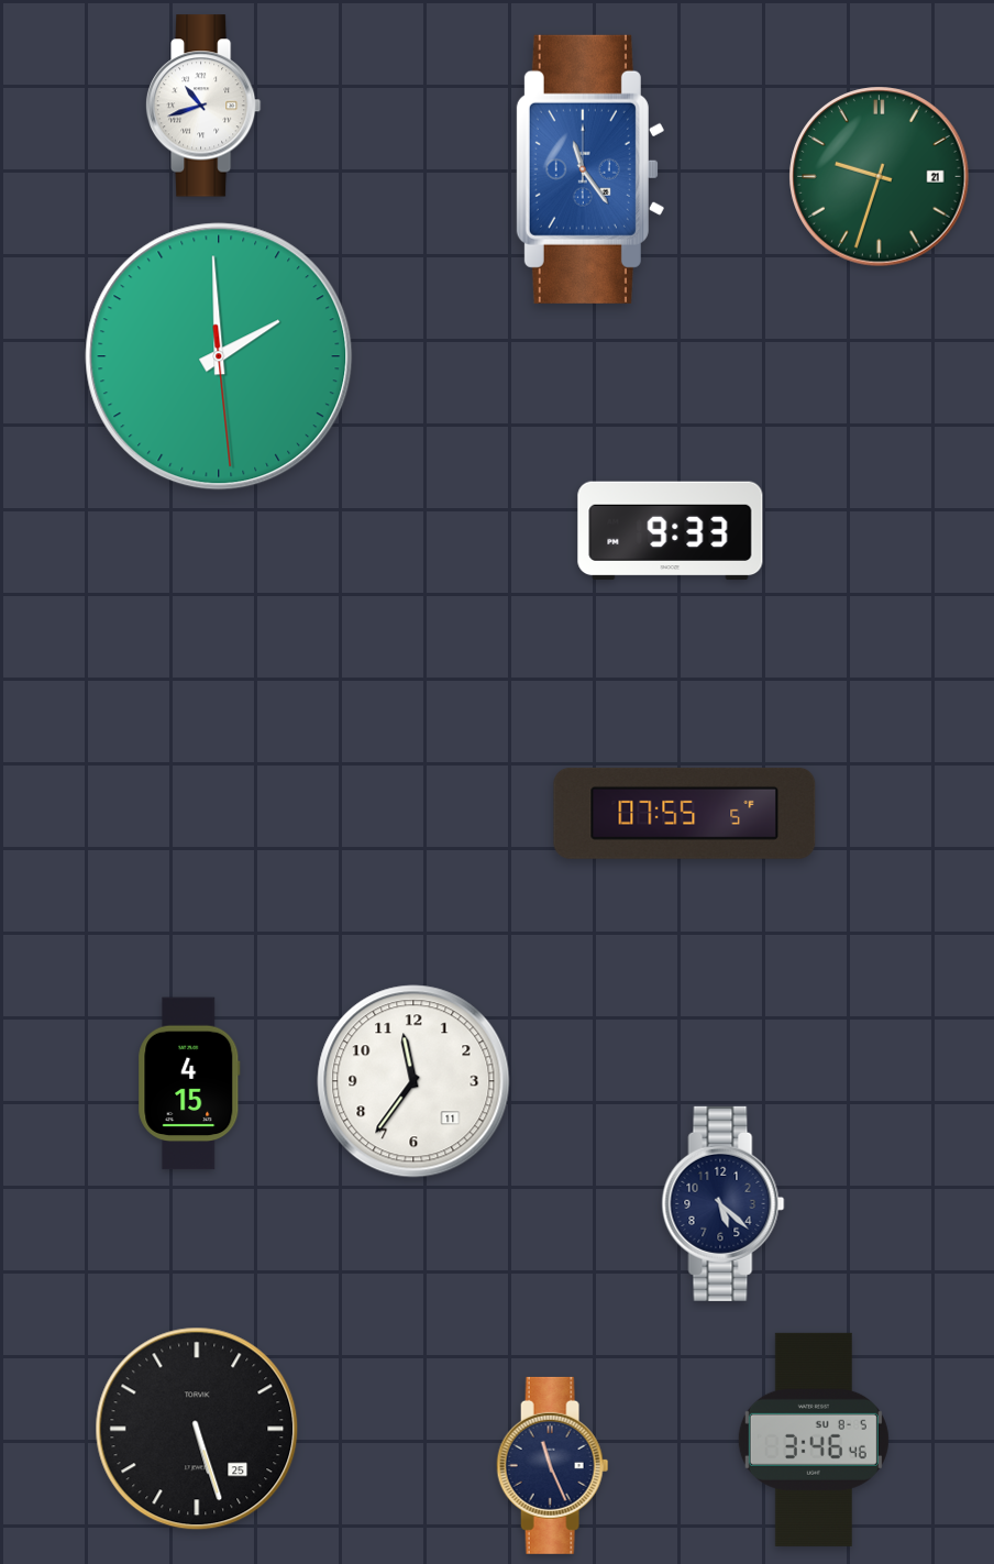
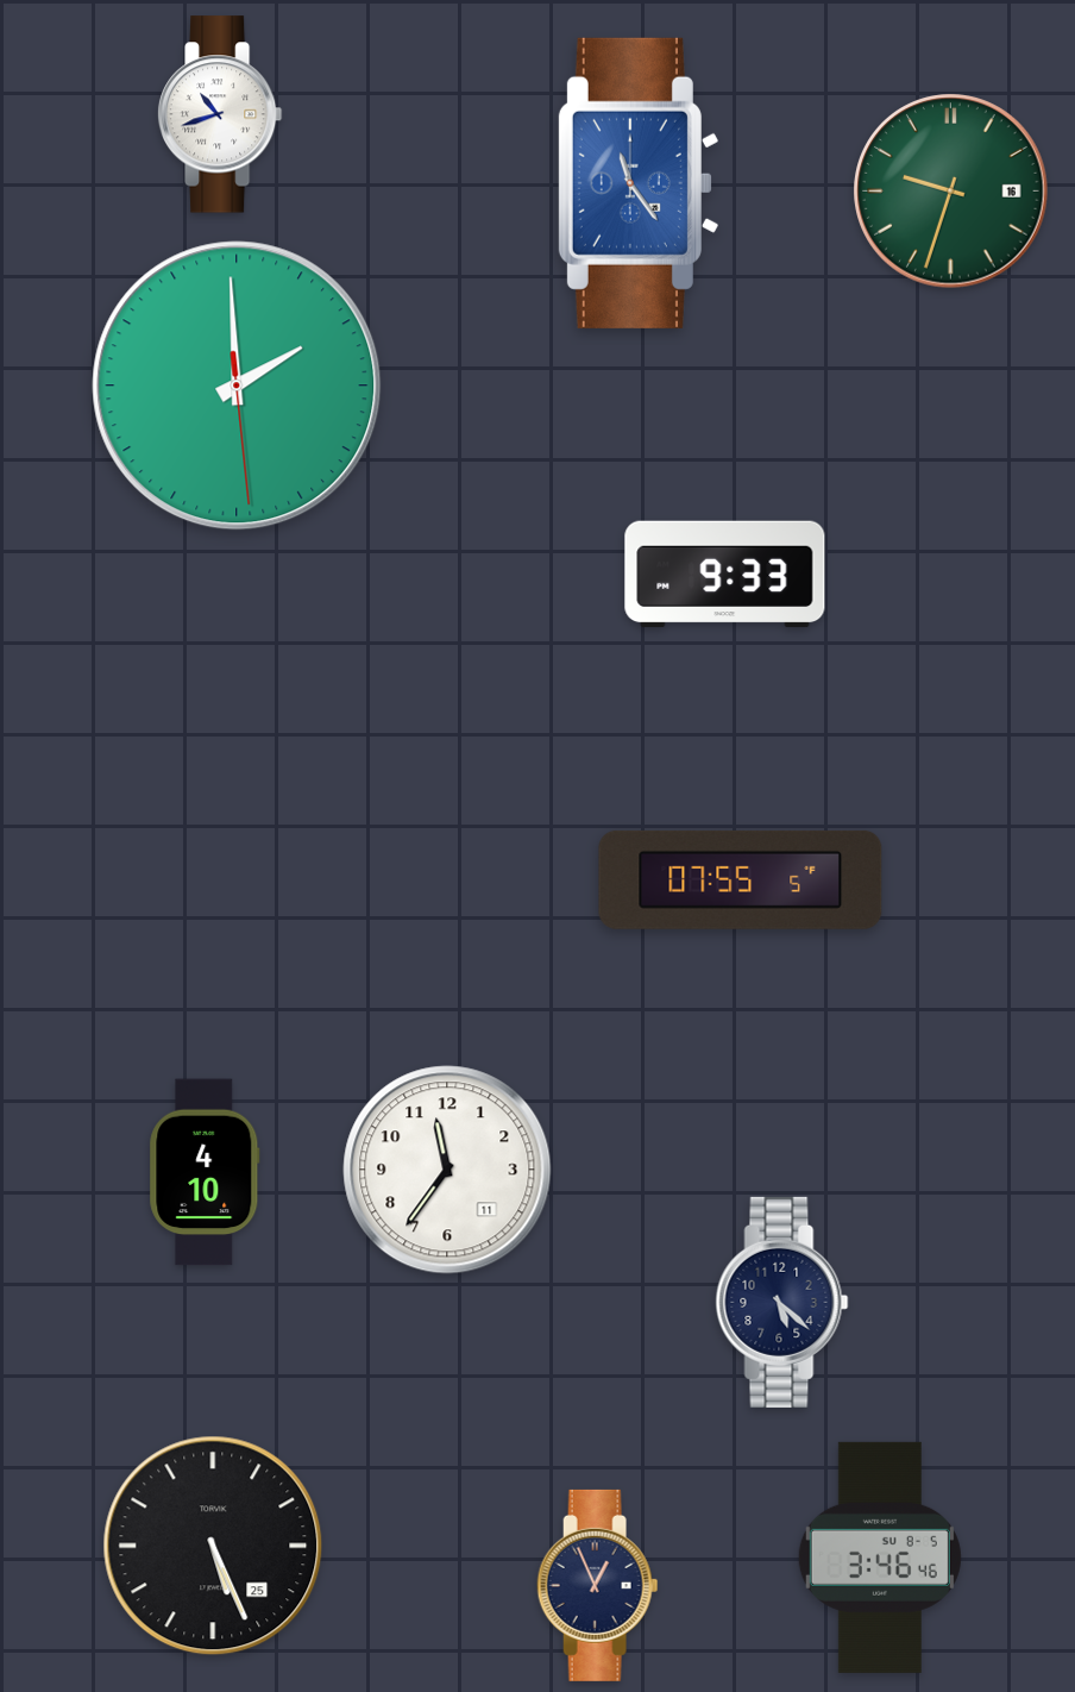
clock at (880, 177) date: 21 -> 16
clock at (189, 1083): 4:15 -> 4:10
clock at (197, 1429): 5:27 -> 5:26
clock at (553, 1465): 11:26 -> 12:56
